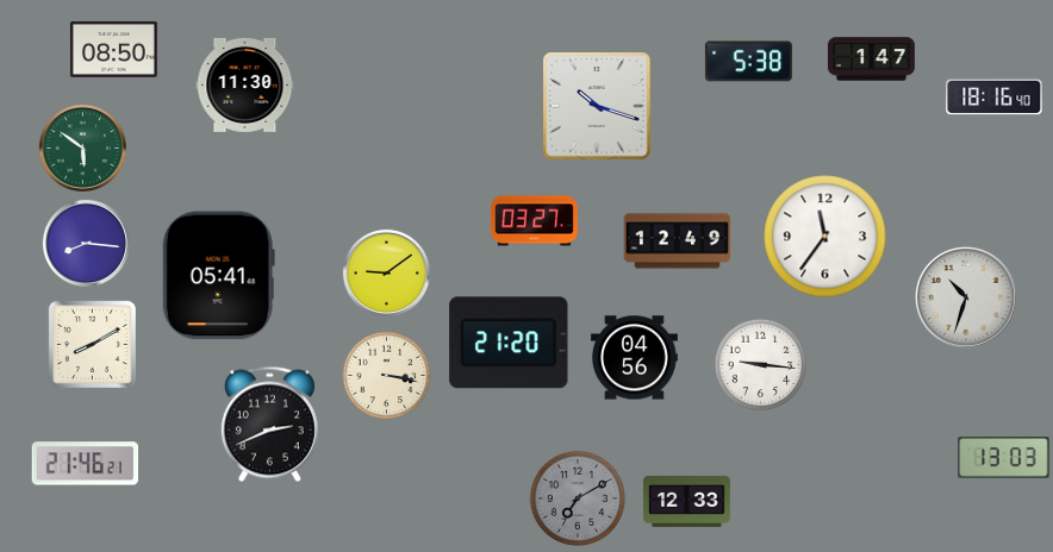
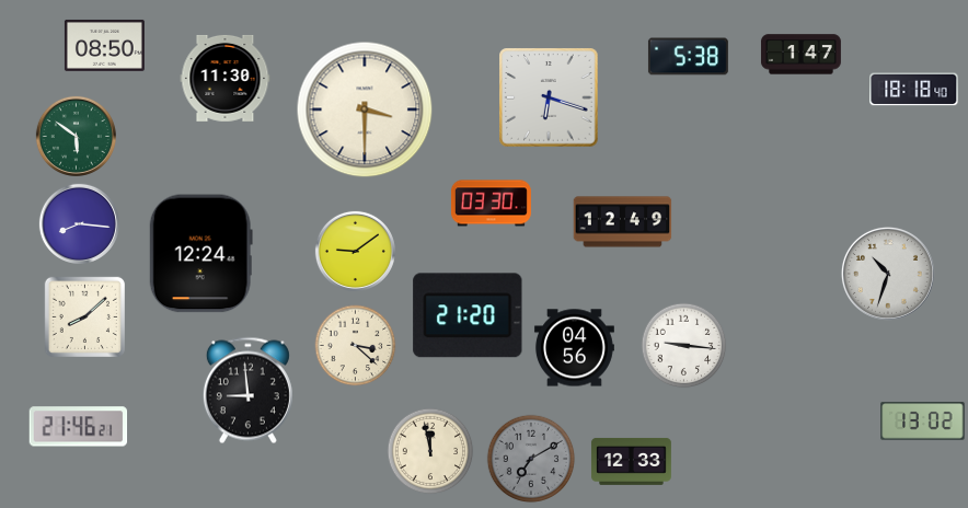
clock at (995, 98): 18:16 -> 18:18
clock at (597, 106): 10:18 -> 6:18
clock at (365, 109): none -> 3:30
clock at (534, 221): 03:27 -> 03:30
clock at (825, 237): 11:36 -> none
clock at (218, 276): 05:41 -> 12:24
clock at (92, 344): 8:10 -> 8:08
clock at (634, 358) position: (634, 358) -> (574, 348)
clock at (761, 365) position: (761, 365) -> (684, 346)
clock at (387, 376): 3:17 -> 3:22
clock at (269, 425): 2:41 -> 8:59
clock at (1004, 458): 13:03 -> 13:02
clock at (430, 451): none -> 11:58
